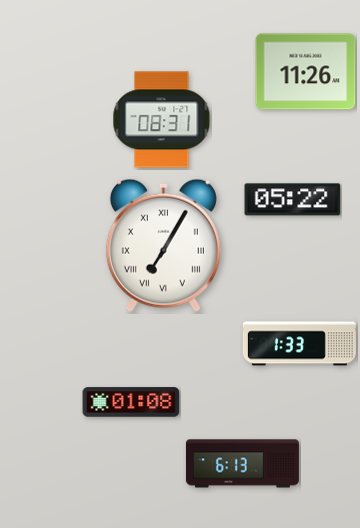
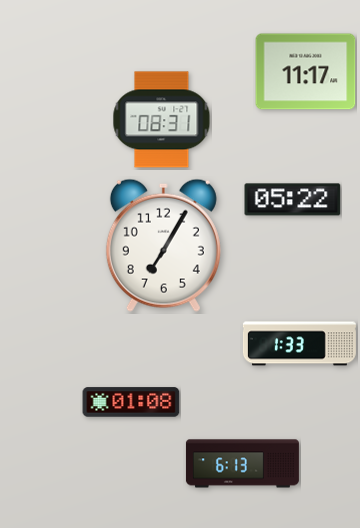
clock at (306, 72): 11:26 -> 11:17
clock at (163, 245) numerals: Roman -> Arabic
